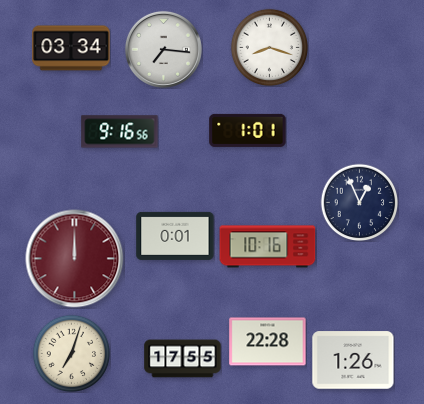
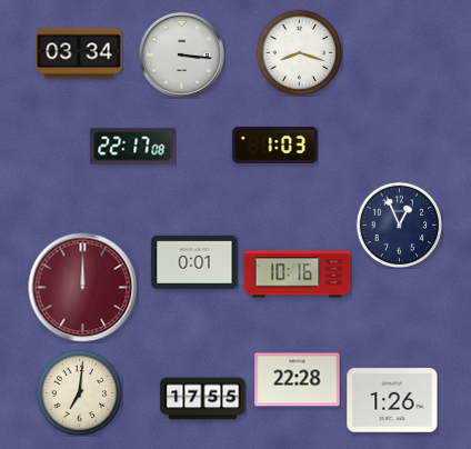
clock at (163, 49): 7:16 -> 3:16
clock at (248, 130): 1:01 -> 1:03
clock at (120, 132): 9:16 -> 22:17
clock at (71, 353): 7:03 -> 7:01
